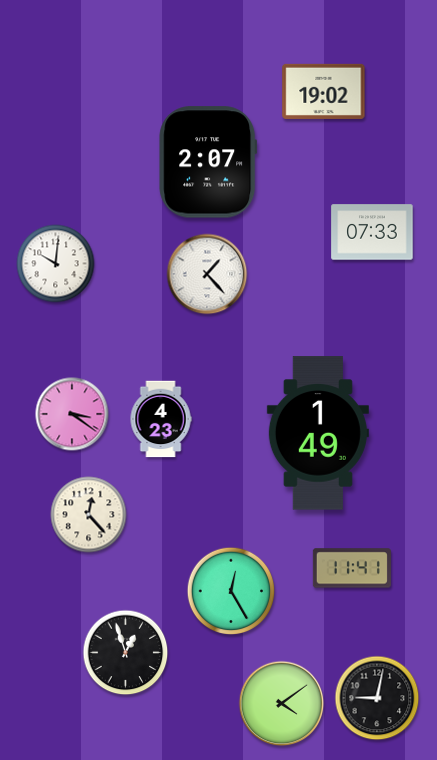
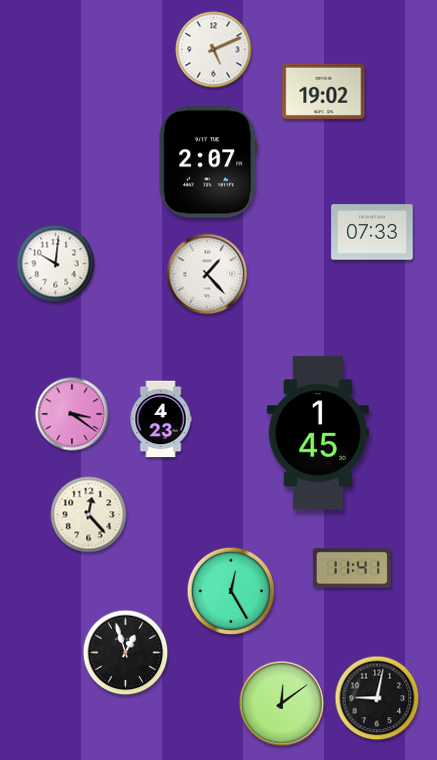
clock at (214, 50): none -> 5:11
clock at (318, 433): 1:49 -> 1:45
clock at (282, 704): 4:09 -> 12:09
